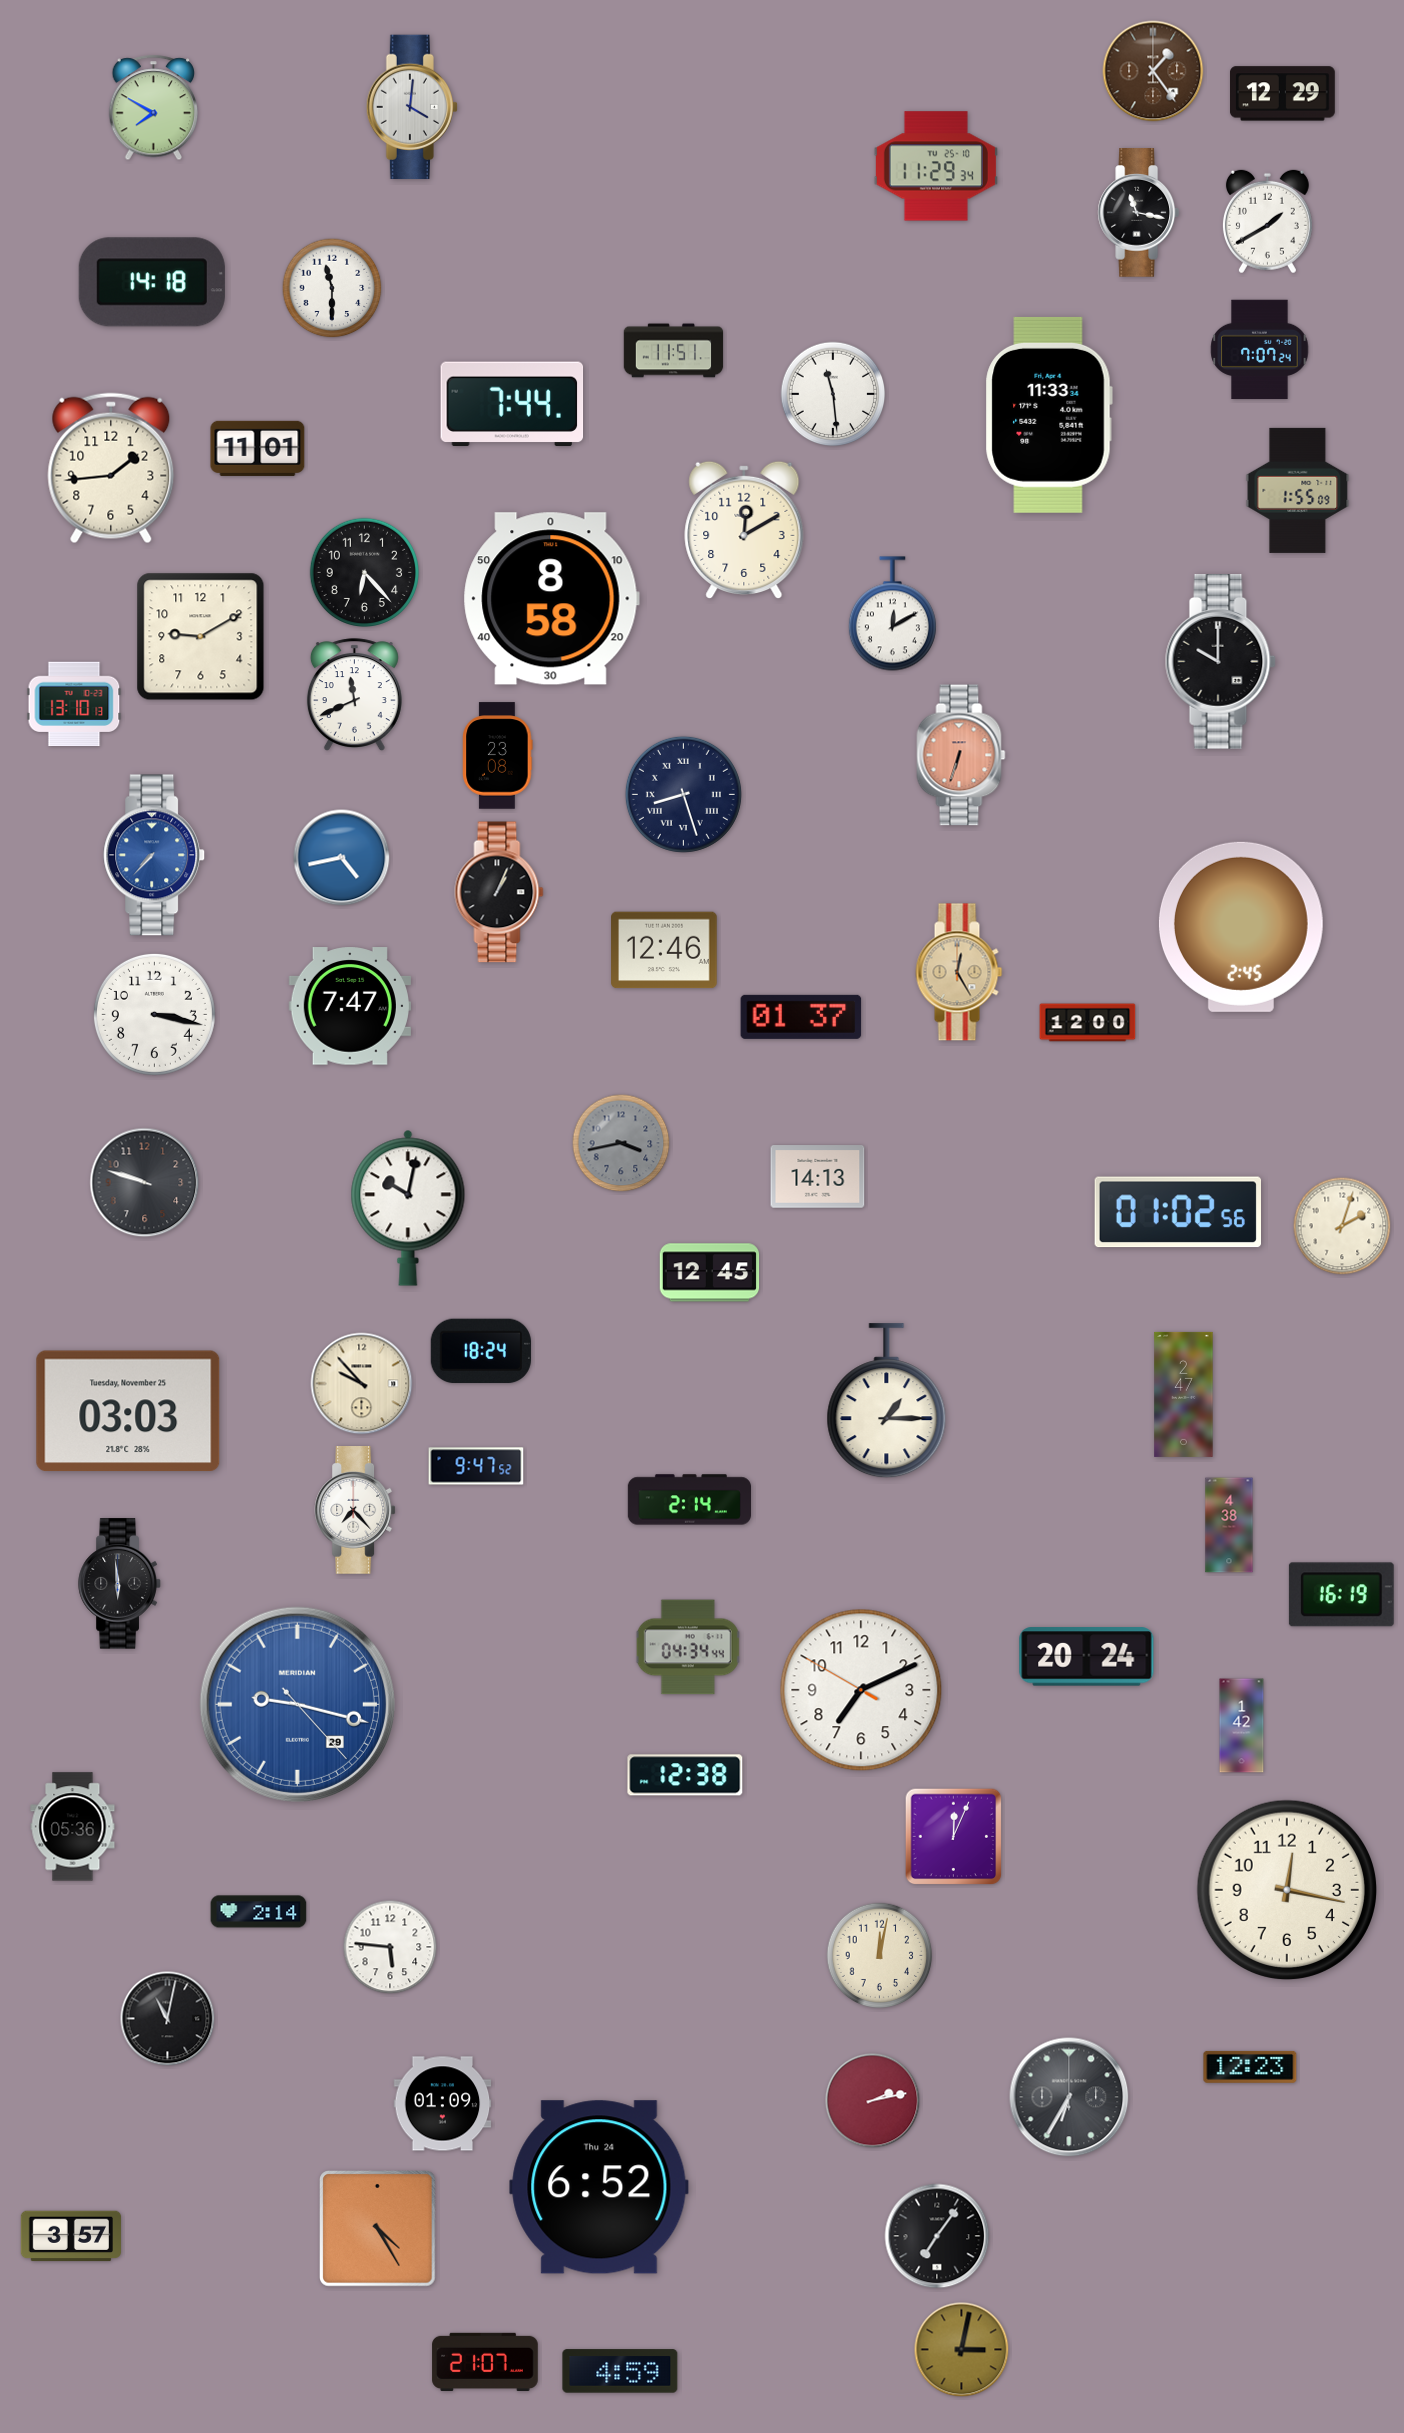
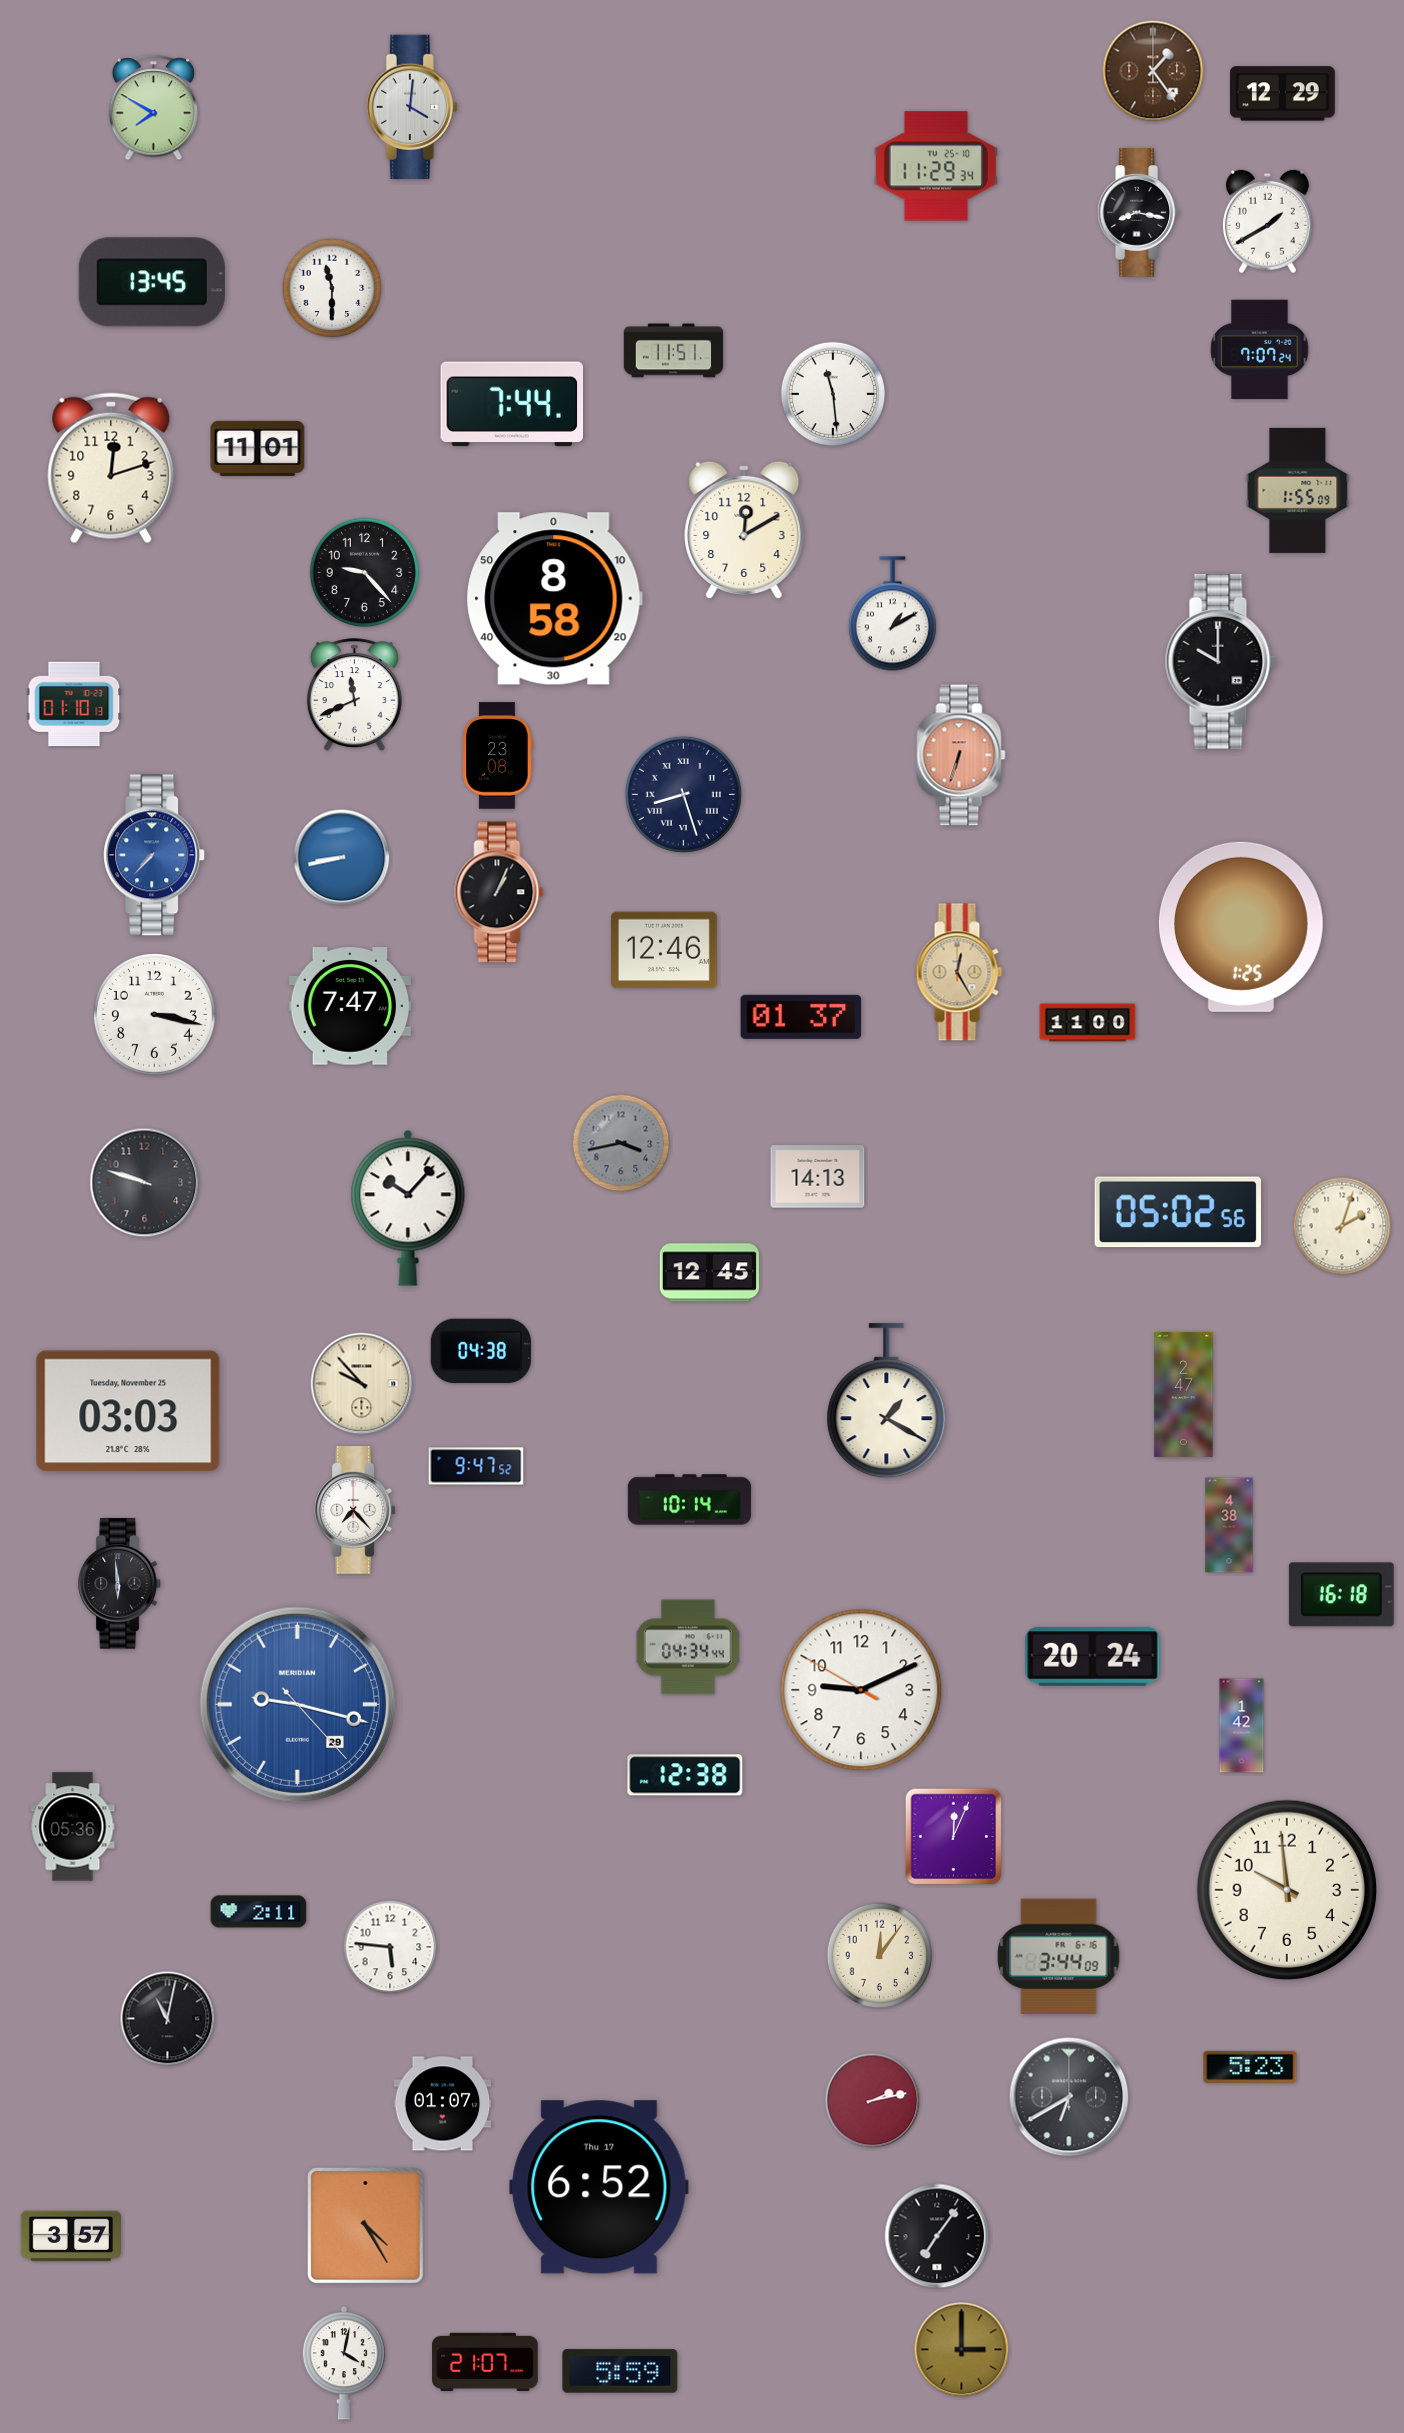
clock at (1138, 213): 11:17 -> 8:17
clock at (152, 282): 14:18 -> 13:45
clock at (1049, 415): 11:33 -> none
clock at (111, 468): 1:44 -> 12:12
clock at (364, 572): 6:23 -> 9:23
clock at (551, 599) position: (551, 599) -> (554, 599)
clock at (892, 614): 12:10 -> 1:10
clock at (201, 637): 9:10 -> none
clock at (74, 704): 13:10 -> 01:10
clock at (342, 858): 4:43 -> 8:43
clock at (1241, 927): 2:45 -> 1:25
clock at (1088, 1023): 12:00 -> 11:00
clock at (408, 1208): 10:02 -> 10:07
clock at (1177, 1212): 01:02 -> 05:02
clock at (481, 1351): 18:24 -> 04:38
clock at (887, 1401): 1:15 -> 1:20
clock at (689, 1500): 2:14 -> 10:14
clock at (1341, 1595): 16:19 -> 16:18
clock at (1087, 1657) position: (1087, 1657) -> (1093, 1657)
clock at (861, 1690): 7:10 -> 9:10
clock at (1286, 1889): 12:17 -> 9:59
clock at (259, 1912): 2:14 -> 2:11
clock at (880, 1956): 12:02 -> 12:06
clock at (1059, 1956): none -> 3:44
clock at (1250, 2067): 12:23 -> 5:23
clock at (1069, 2097): 6:35 -> 6:40
clock at (443, 2104): 01:09 -> 01:07
clock at (599, 2187) date: Thu 24 -> Thu 17
clock at (378, 2229) position: (378, 2229) -> (366, 2226)
clock at (962, 2350): 3:02 -> 3:00
clock at (344, 2363): none -> 4:02
clock at (620, 2371): 4:59 -> 5:59
